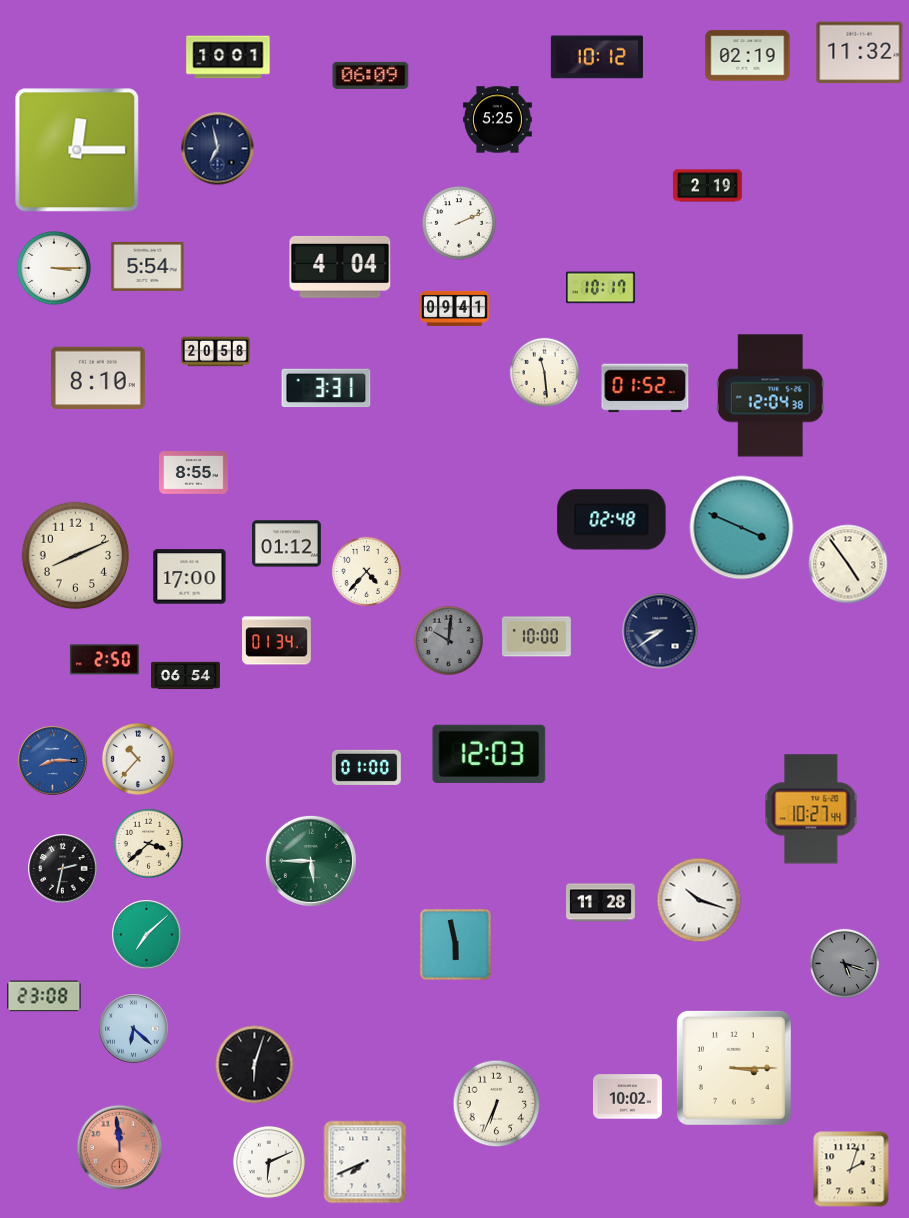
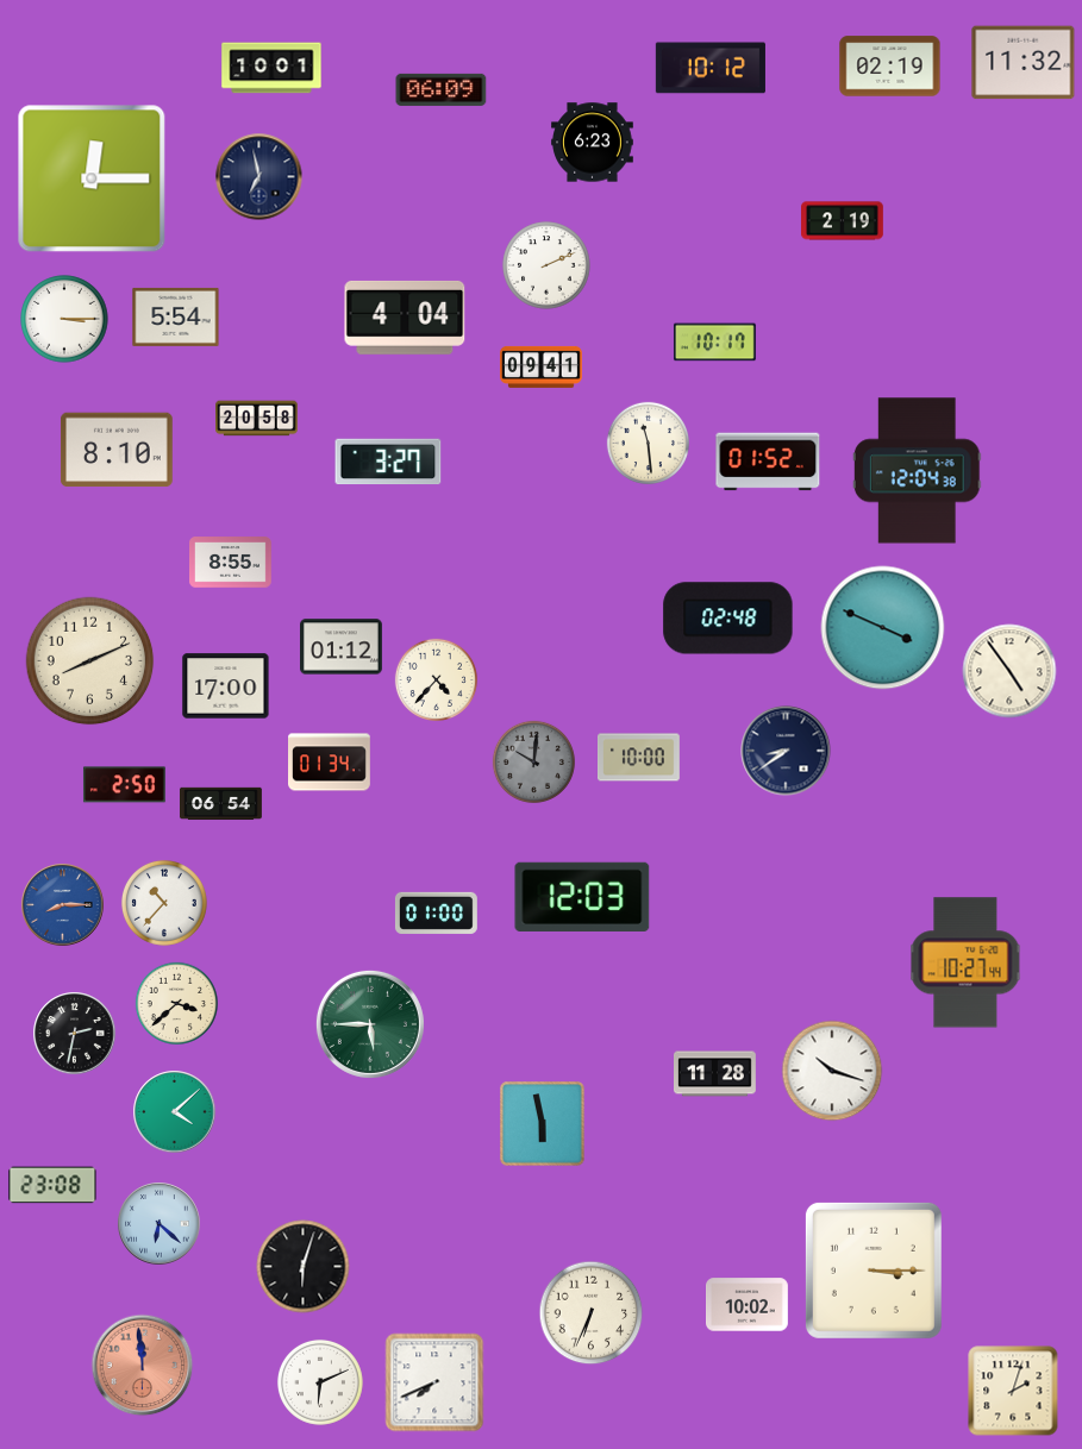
clock at (498, 120): 5:25 -> 6:23
clock at (326, 388): 3:31 -> 3:27
clock at (147, 935): 7:08 -> 4:08
clock at (844, 963): 5:18 -> none
